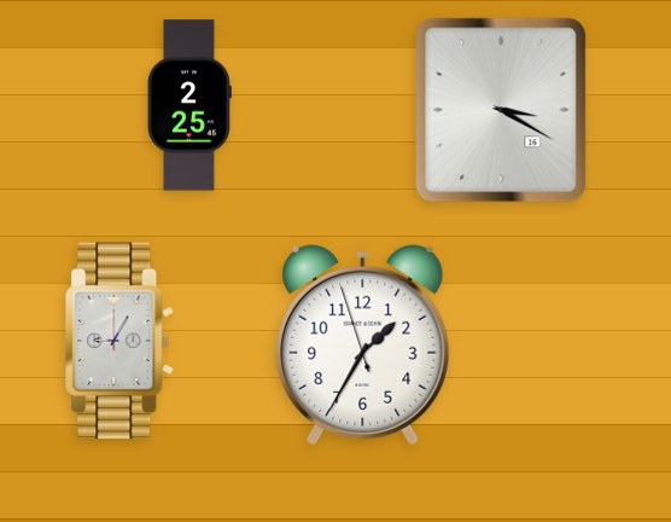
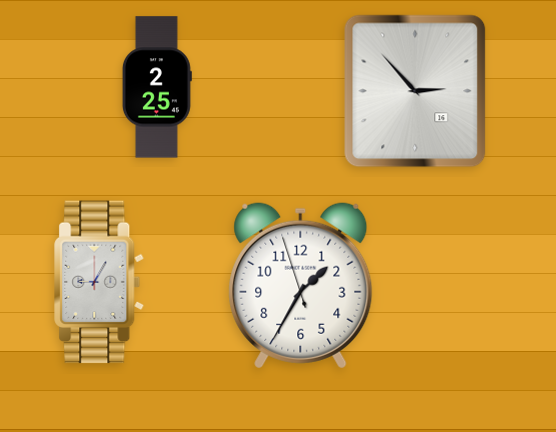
clock at (501, 110): 3:20 -> 2:53
